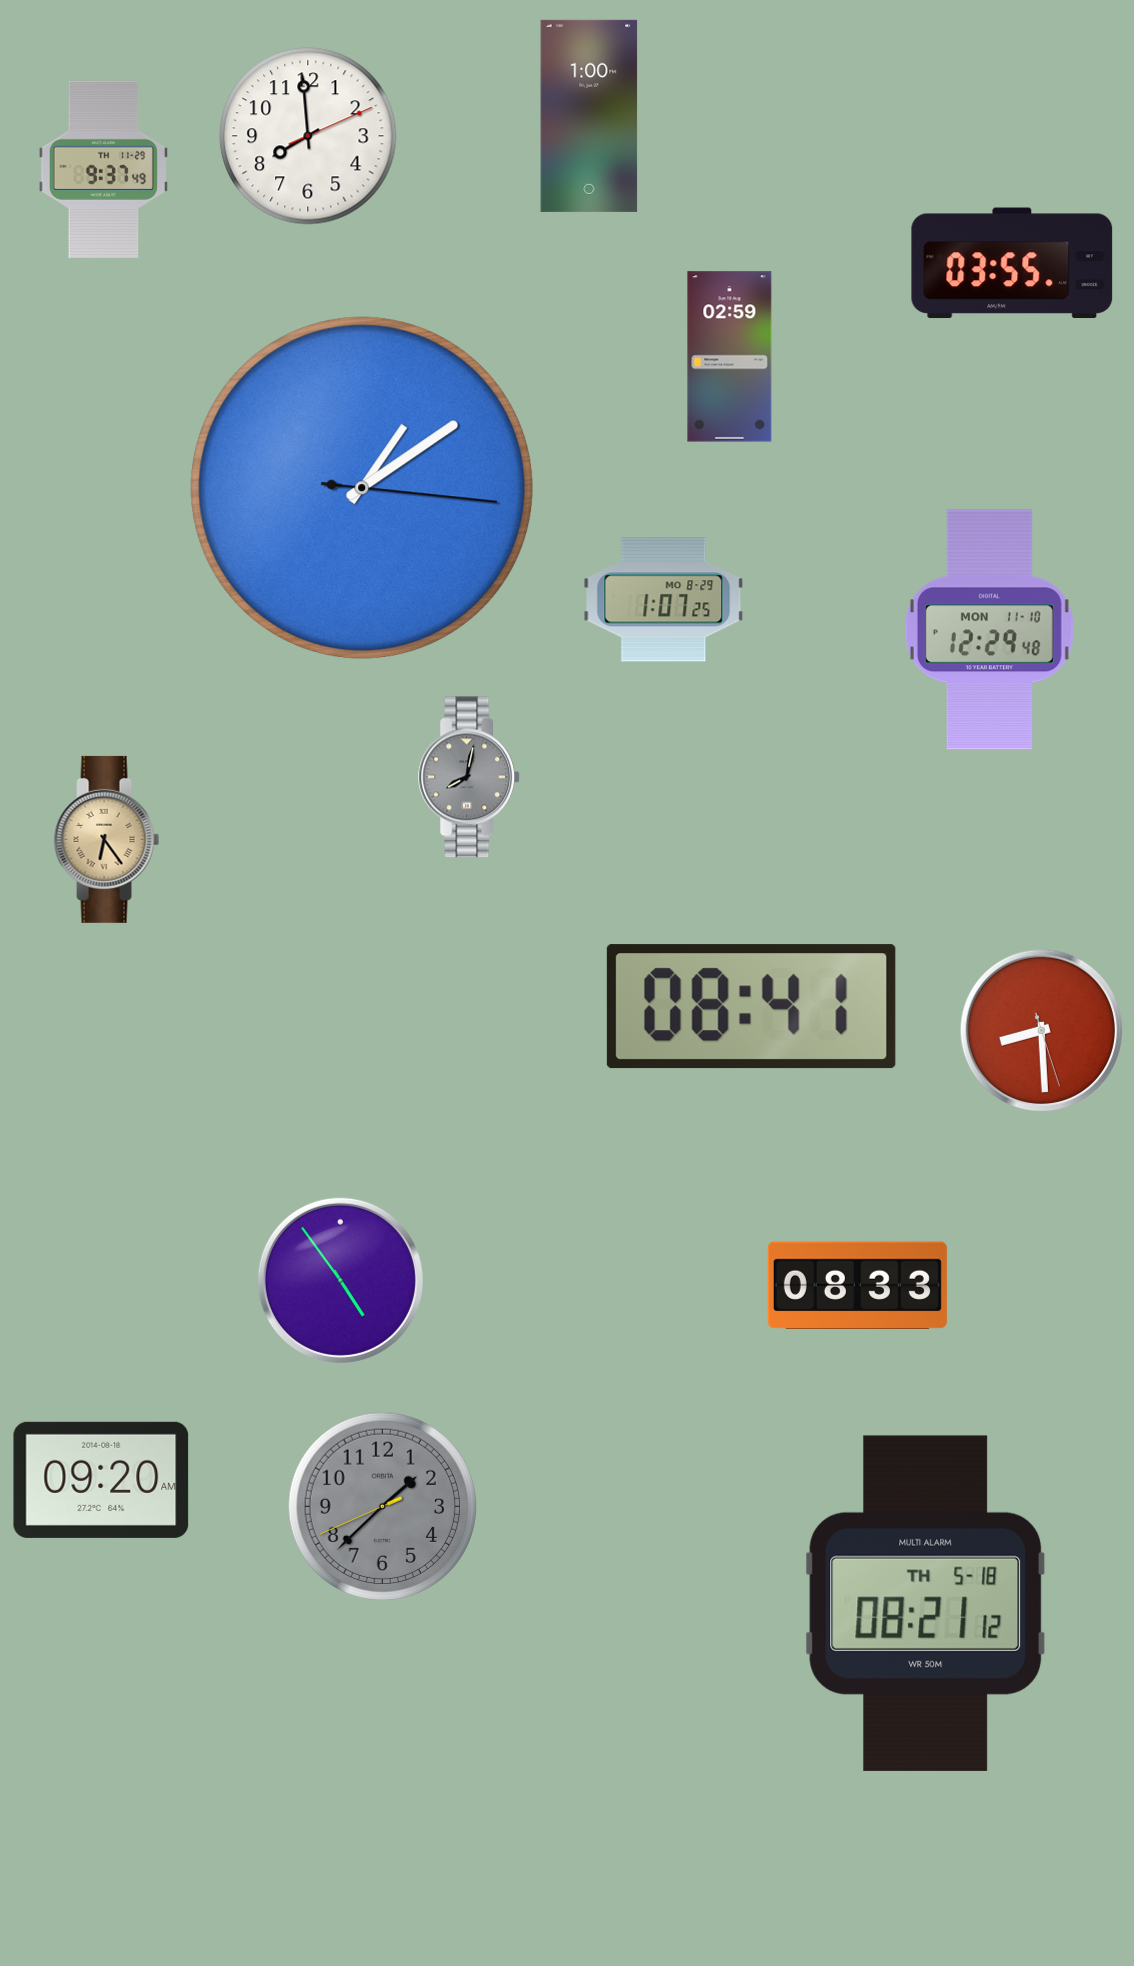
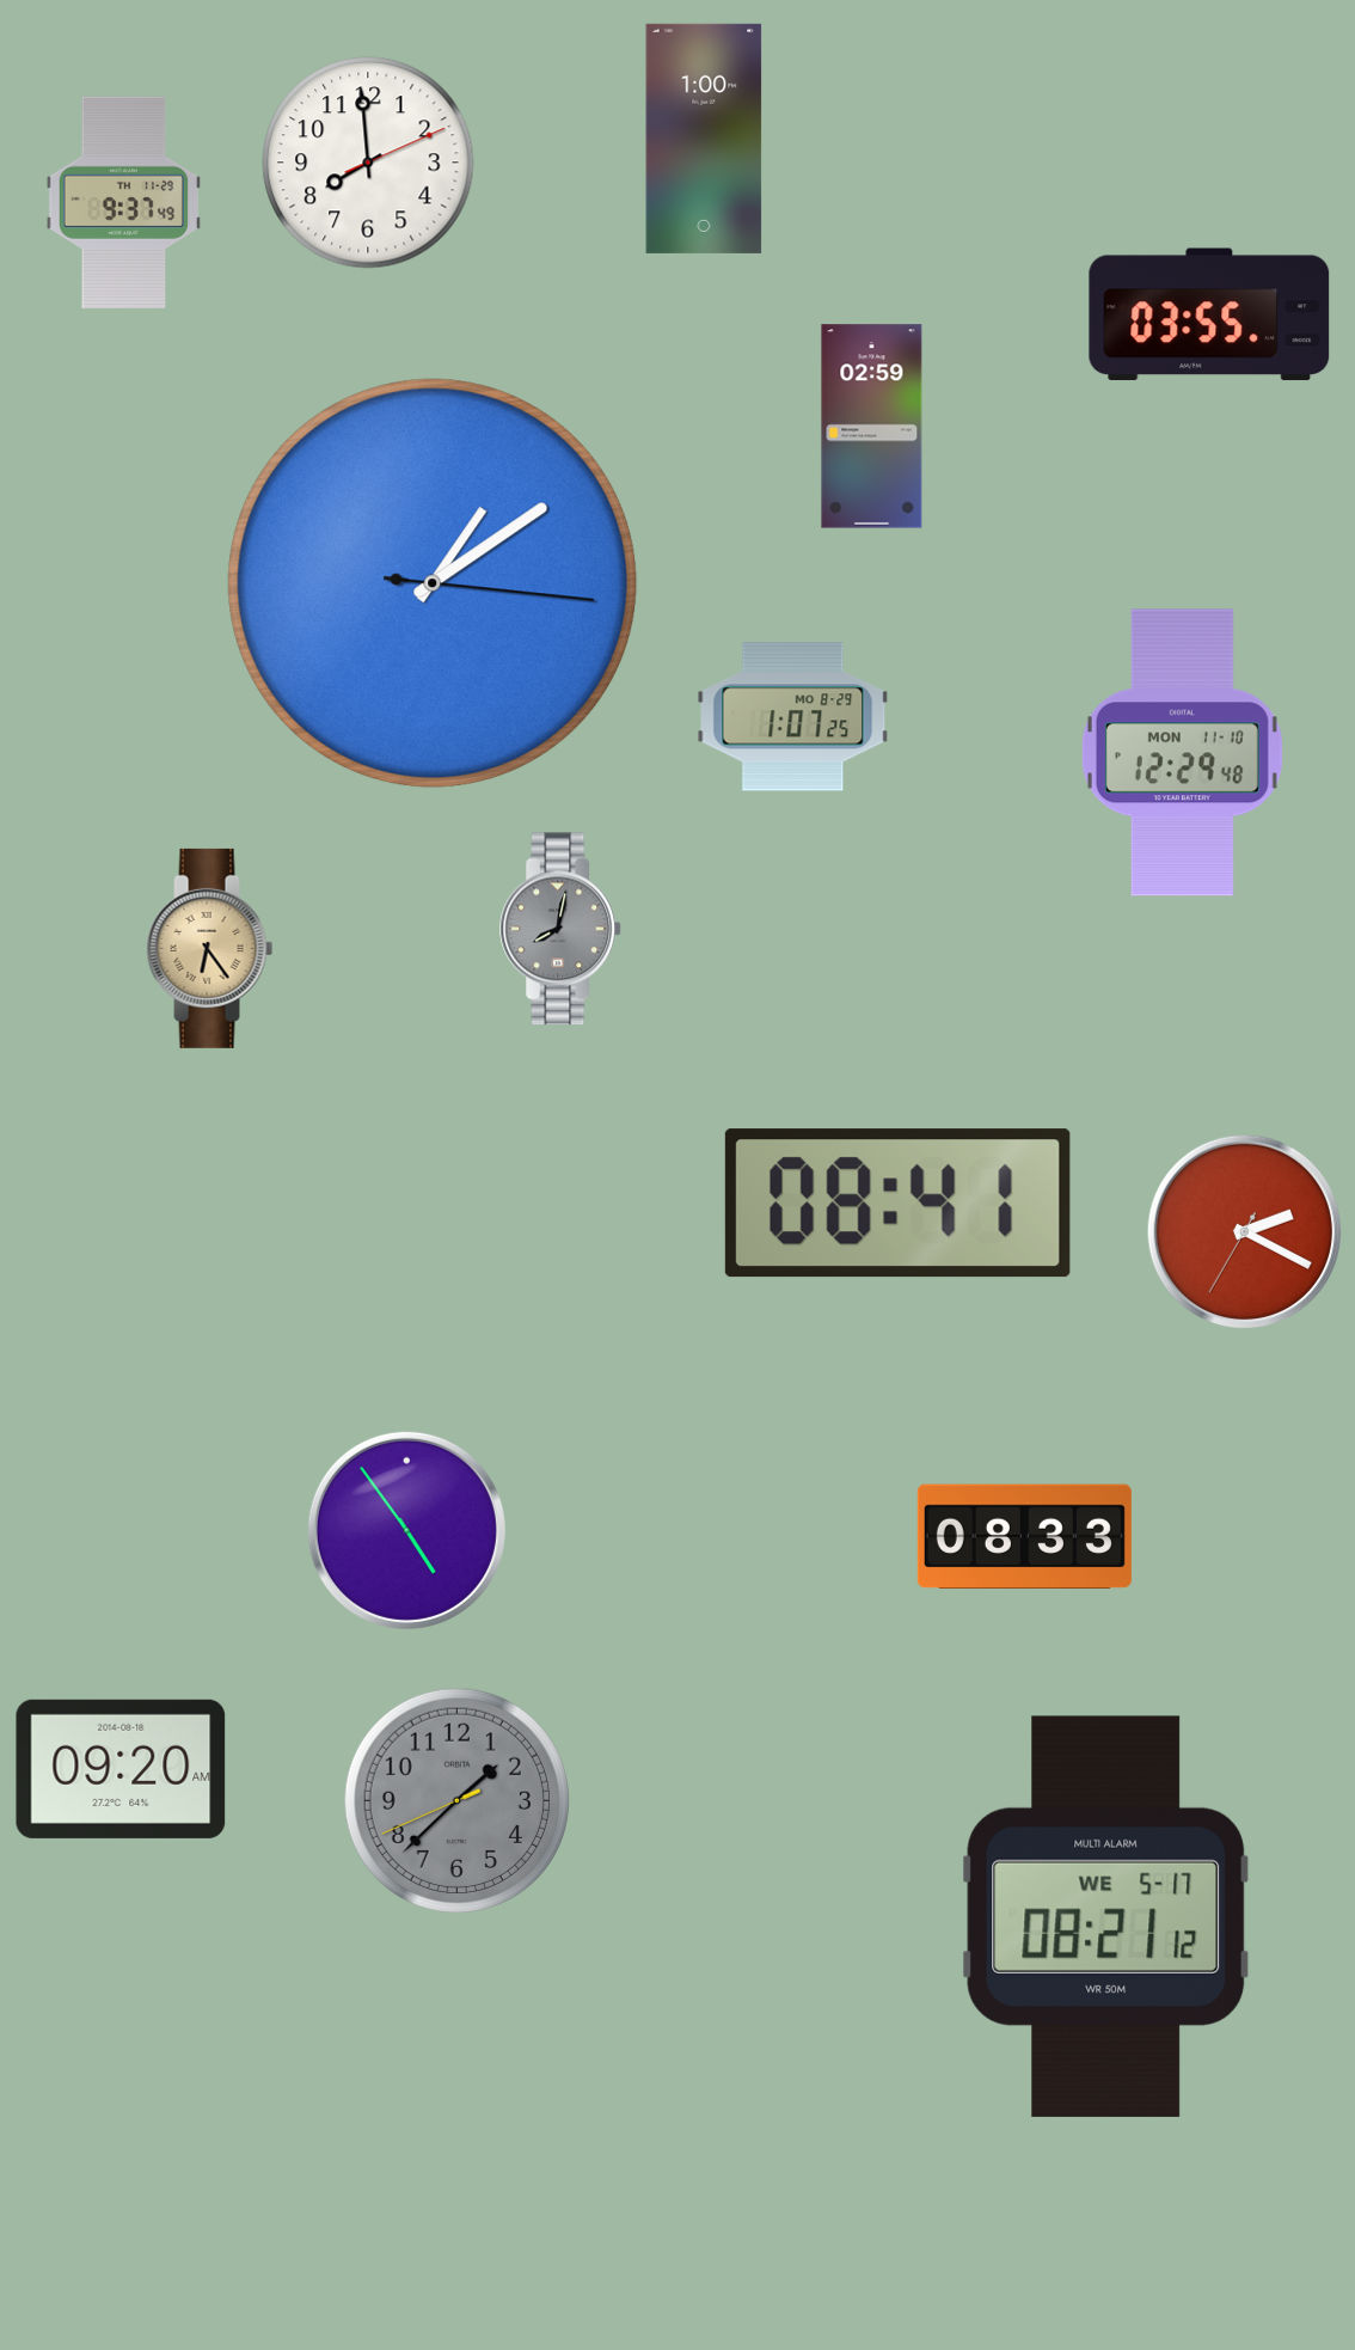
clock at (107, 839) position: (107, 839) -> (210, 948)
clock at (1041, 1030): 8:29 -> 2:19
clock at (926, 1603) date: TH 5-18 -> WE 5-17
